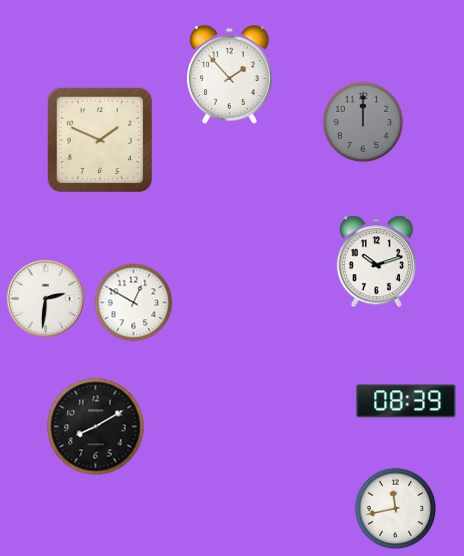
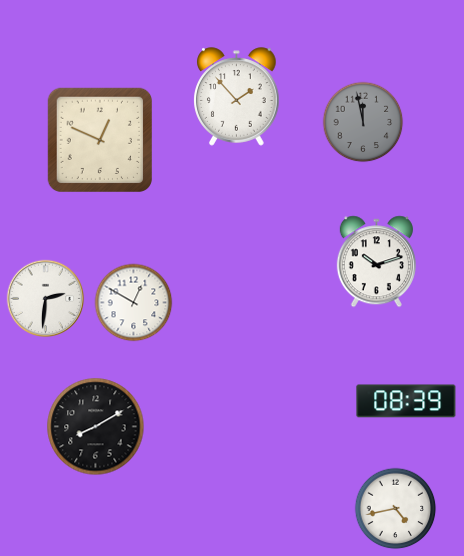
clock at (230, 75) position: (230, 75) -> (237, 97)
clock at (363, 122): 12:00 -> 11:58
clock at (99, 139): 1:49 -> 12:49
clock at (396, 509): 11:43 -> 4:43
